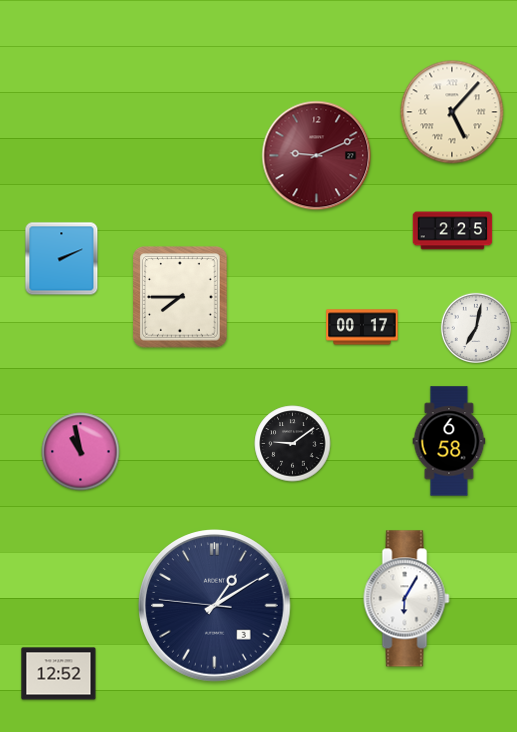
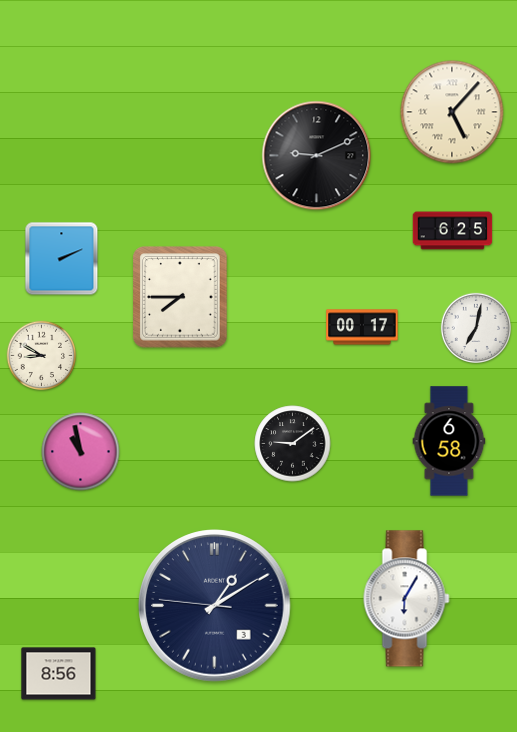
clock at (317, 156) dial: burgundy -> black
clock at (453, 231): 2:25 -> 6:25
clock at (42, 356): none -> 8:50
clock at (59, 674): 12:52 -> 8:56
